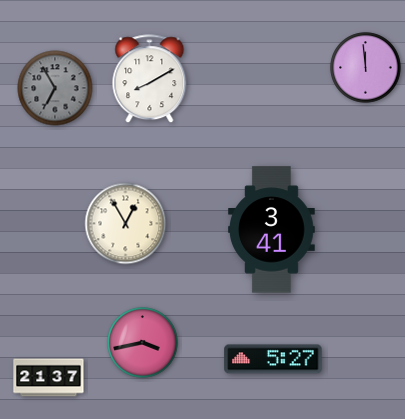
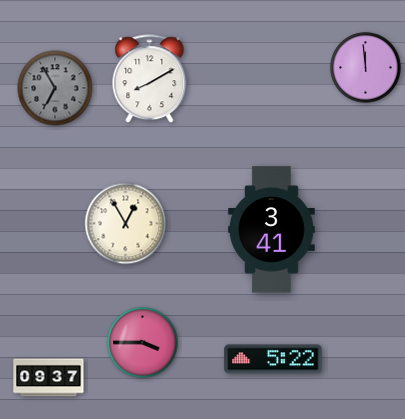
clock at (143, 343): 3:43 -> 3:45
clock at (273, 359): 5:27 -> 5:22
clock at (49, 378): 21:37 -> 09:37
